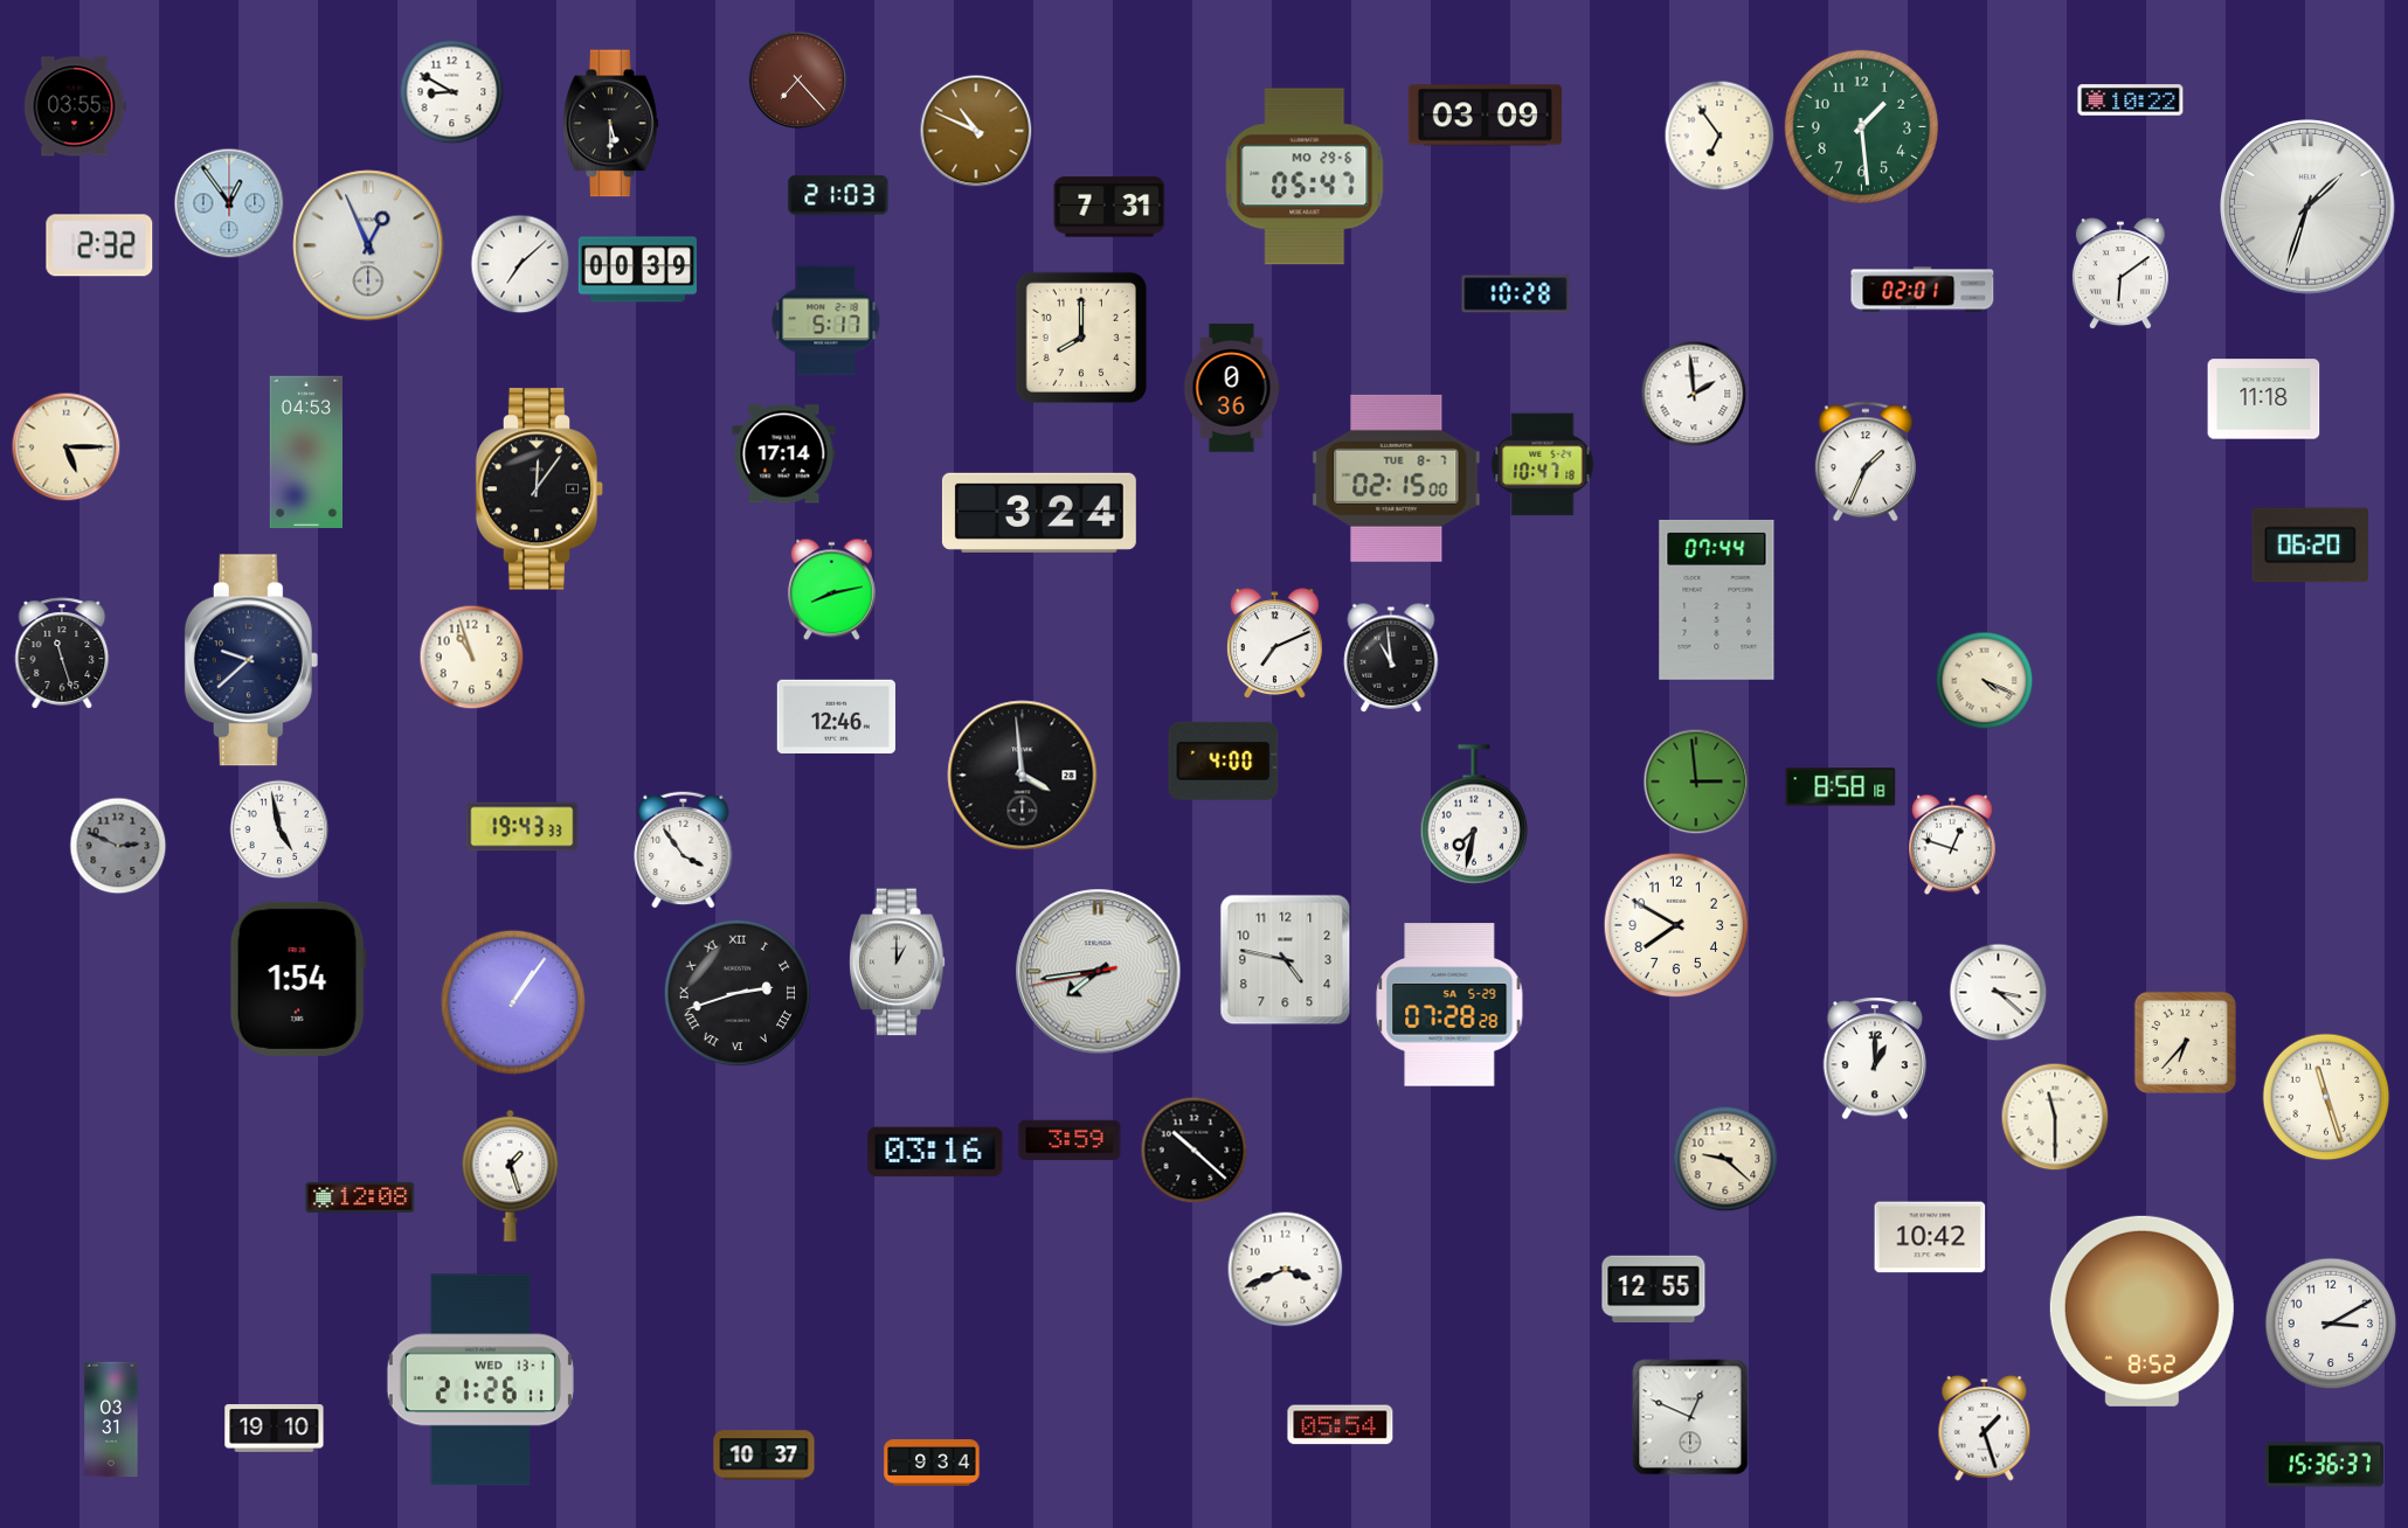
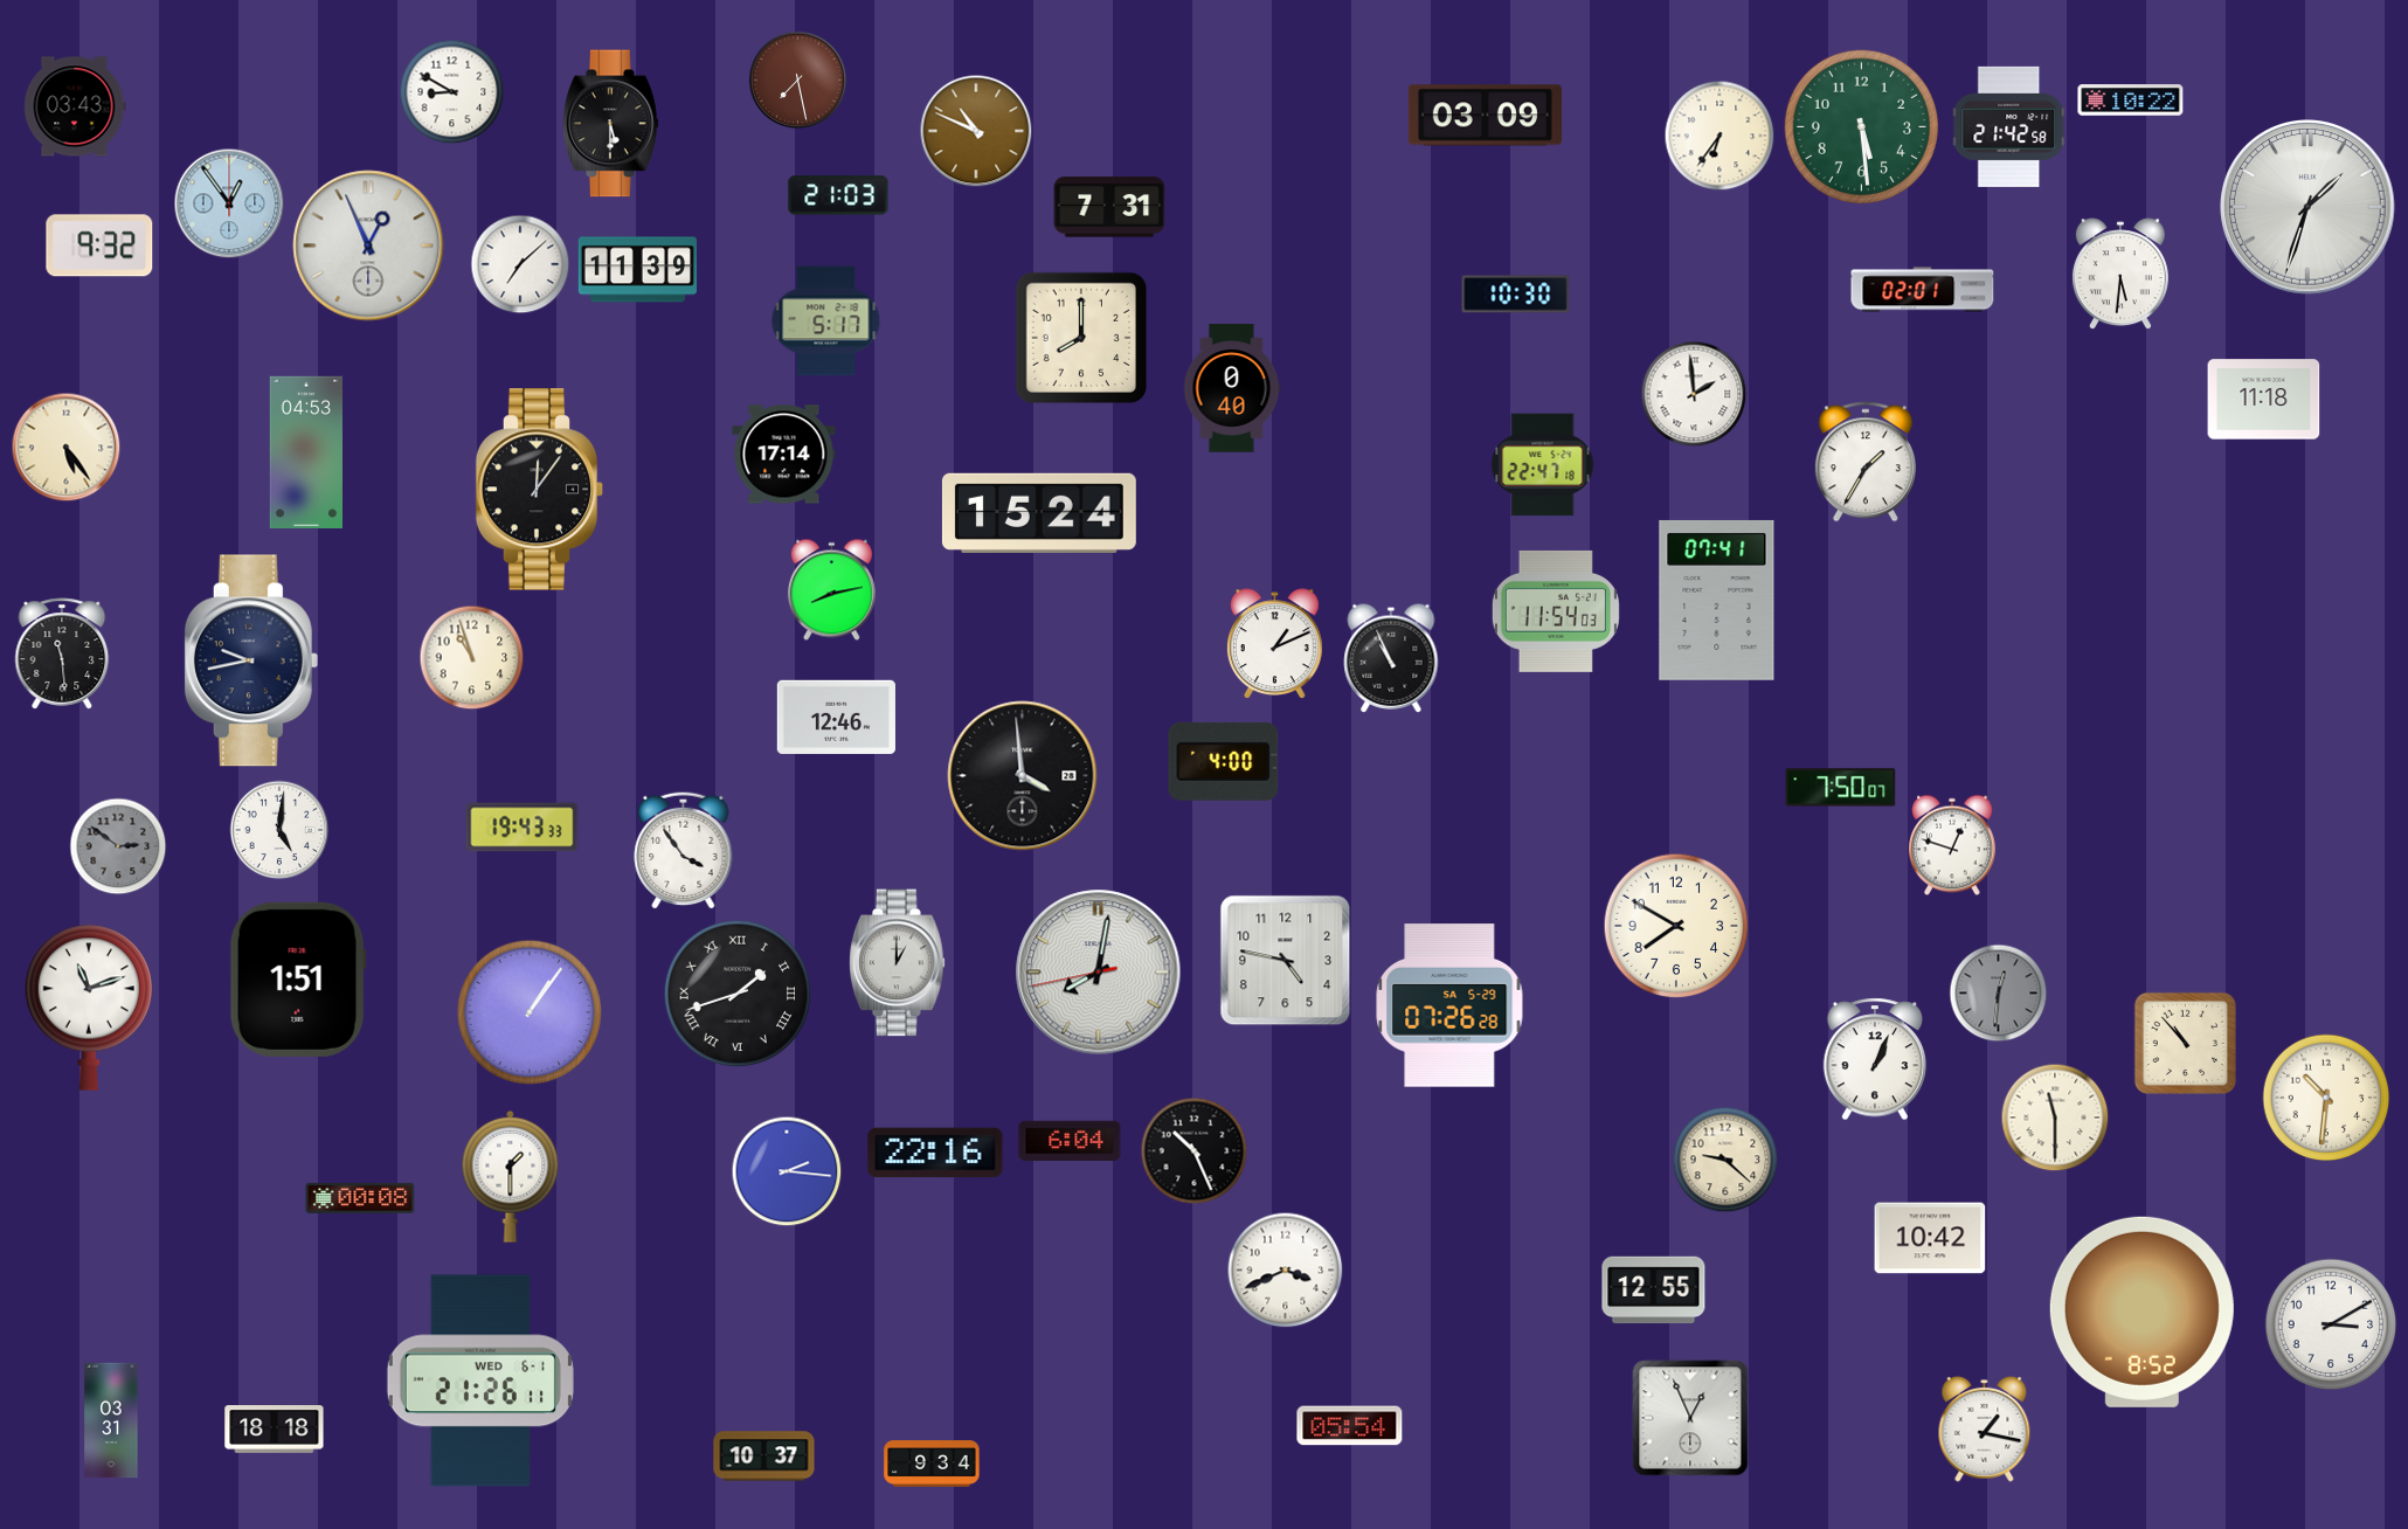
clock at (798, 81): 7:23 -> 7:28
clock at (75, 106): 03:55 -> 03:43
clock at (2009, 126): none -> 21:42
clock at (1862, 127): 1:29 -> 5:29
clock at (1719, 136): 6:54 -> 6:36
clock at (1305, 176): 05:47 -> none
clock at (99, 245): 2:32 -> 9:32
clock at (637, 270): 00:39 -> 11:39
clock at (2120, 275): 6:09 -> 5:31
clock at (1516, 294): 10:28 -> 10:30
clock at (1232, 388): 0:36 -> 0:40
clock at (67, 447): 5:15 -> 5:24
clock at (1866, 461): 1:34 -> 1:35
clock at (1543, 465): 10:47 -> 22:47
clock at (1397, 478): 02:15 -> none
clock at (1039, 513): 3:24 -> 15:24
clock at (2310, 546): 06:20 -> none
clock at (1717, 599): 07:44 -> 07:41
clock at (1556, 611): none -> 11:54
clock at (1275, 644): 7:11 -> 1:11
clock at (62, 653): 11:27 -> 11:29
clock at (1391, 658): 10:59 -> 10:56
clock at (251, 660): 9:38 -> 9:43
clock at (1985, 681): 4:19 -> none
clock at (1696, 782): 2:59 -> none
clock at (1841, 787): 8:58 -> 7:50
clock at (1474, 814): 7:32 -> none
clock at (279, 829): 4:58 -> 5:01
clock at (118, 846): 2:49 -> 2:51
clock at (1099, 972): 7:43 -> 8:01
clock at (298, 979): 1:54 -> 1:51
clock at (738, 993): 2:42 -> 1:42
clock at (1999, 993): 3:22 -> 12:31
clock at (1999, 993) dial: white -> grey
clock at (513, 1002) position: (513, 1002) -> (530, 1012)
clock at (1449, 1005): 07:28 -> 07:26
clock at (89, 1008): none -> 11:12
clock at (2185, 1042): 6:37 -> 10:53
clock at (1875, 1058): 1:00 -> 1:04
clock at (2326, 1097): 11:27 -> 10:31
clock at (1070, 1140): 3:59 -> 6:04
clock at (1195, 1151): 10:22 -> 10:26
clock at (935, 1152): 03:16 -> 22:16
clock at (787, 1171): none -> 2:16
clock at (511, 1175): 1:27 -> 1:30
clock at (360, 1197): 12:08 -> 00:08
clock at (480, 1380) date: WED 13-1 -> WED 6-1
clock at (1690, 1417): 12:49 -> 12:56
clock at (1341, 1425) position: (1341, 1425) -> (1350, 1426)
clock at (1985, 1428): 1:27 -> 1:17
clock at (275, 1429): 19:10 -> 18:18
clock at (2324, 1465): 15:36 -> none
